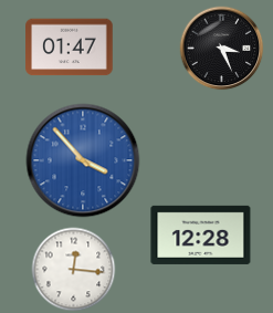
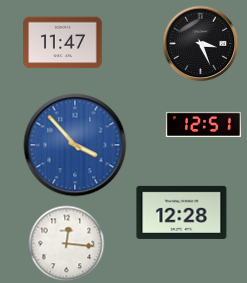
clock at (70, 48): 01:47 -> 11:47
clock at (203, 124): none -> 12:51
